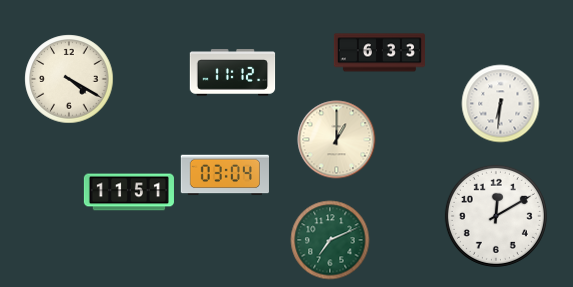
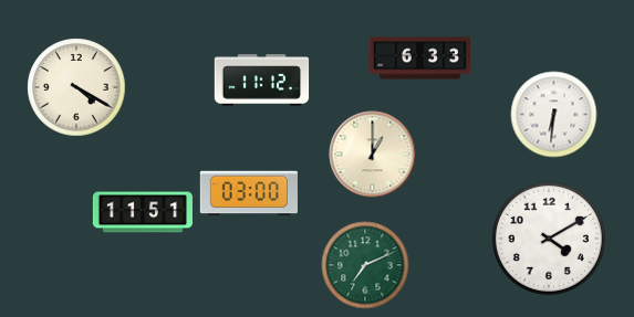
clock at (232, 73) position: (232, 73) -> (261, 81)
clock at (225, 175): 03:04 -> 03:00
clock at (496, 216): 12:10 -> 4:10
